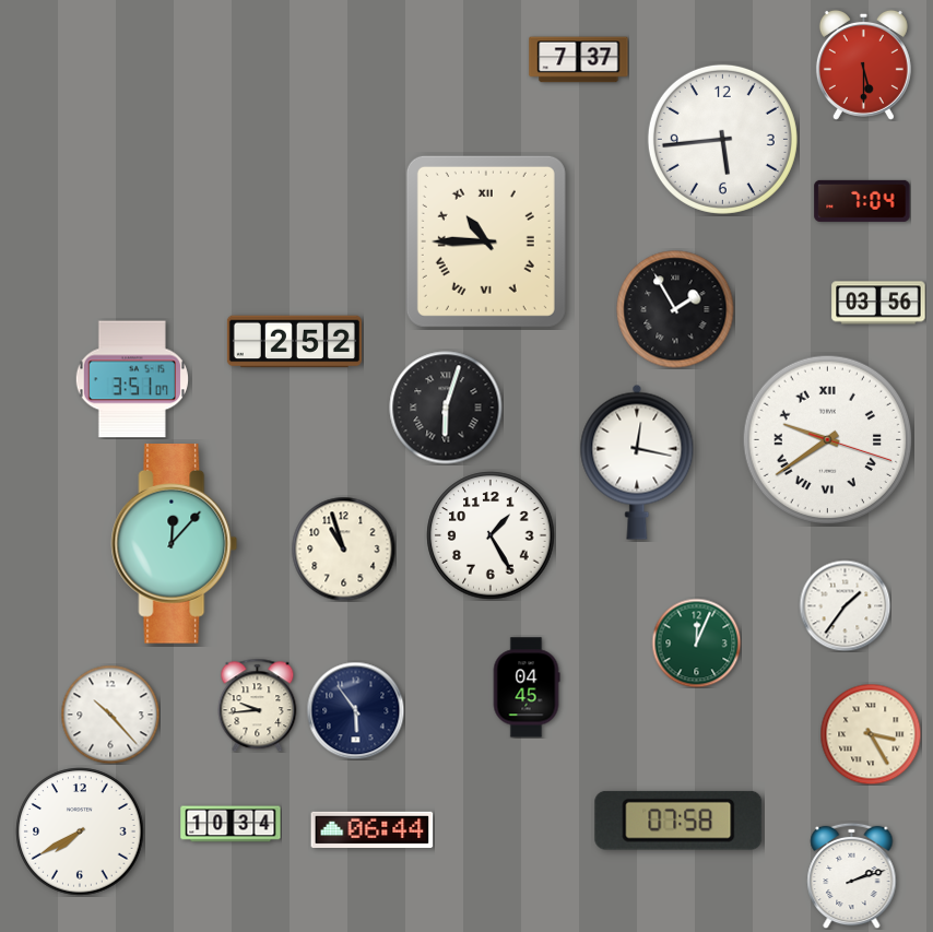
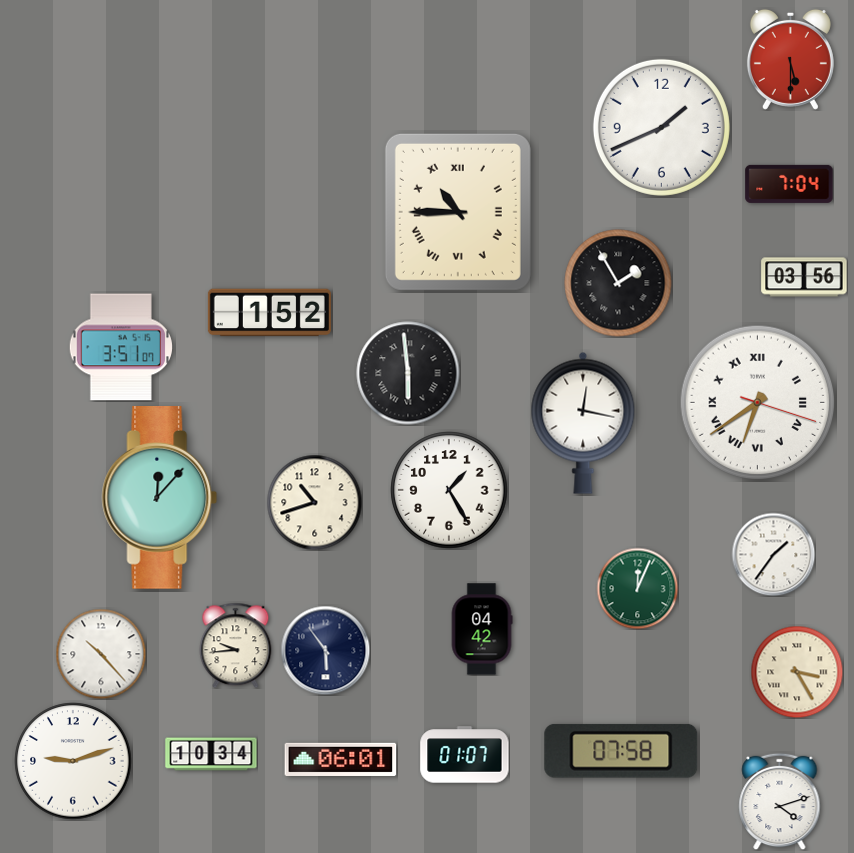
clock at (579, 60): 7:37 -> none
clock at (722, 139): 5:44 -> 1:41
clock at (486, 241) position: (486, 241) -> (458, 212)
clock at (294, 342): 2:52 -> 1:52
clock at (446, 408): 6:03 -> 5:59
clock at (828, 440): 9:39 -> 6:39
clock at (343, 548): 10:57 -> 10:42
clock at (527, 687): 04:45 -> 04:42
clock at (465, 755): none -> 01:07
clock at (373, 829): 06:44 -> 06:01
clock at (80, 831): 7:40 -> 9:12
clock at (852, 875): 2:12 -> 4:12
